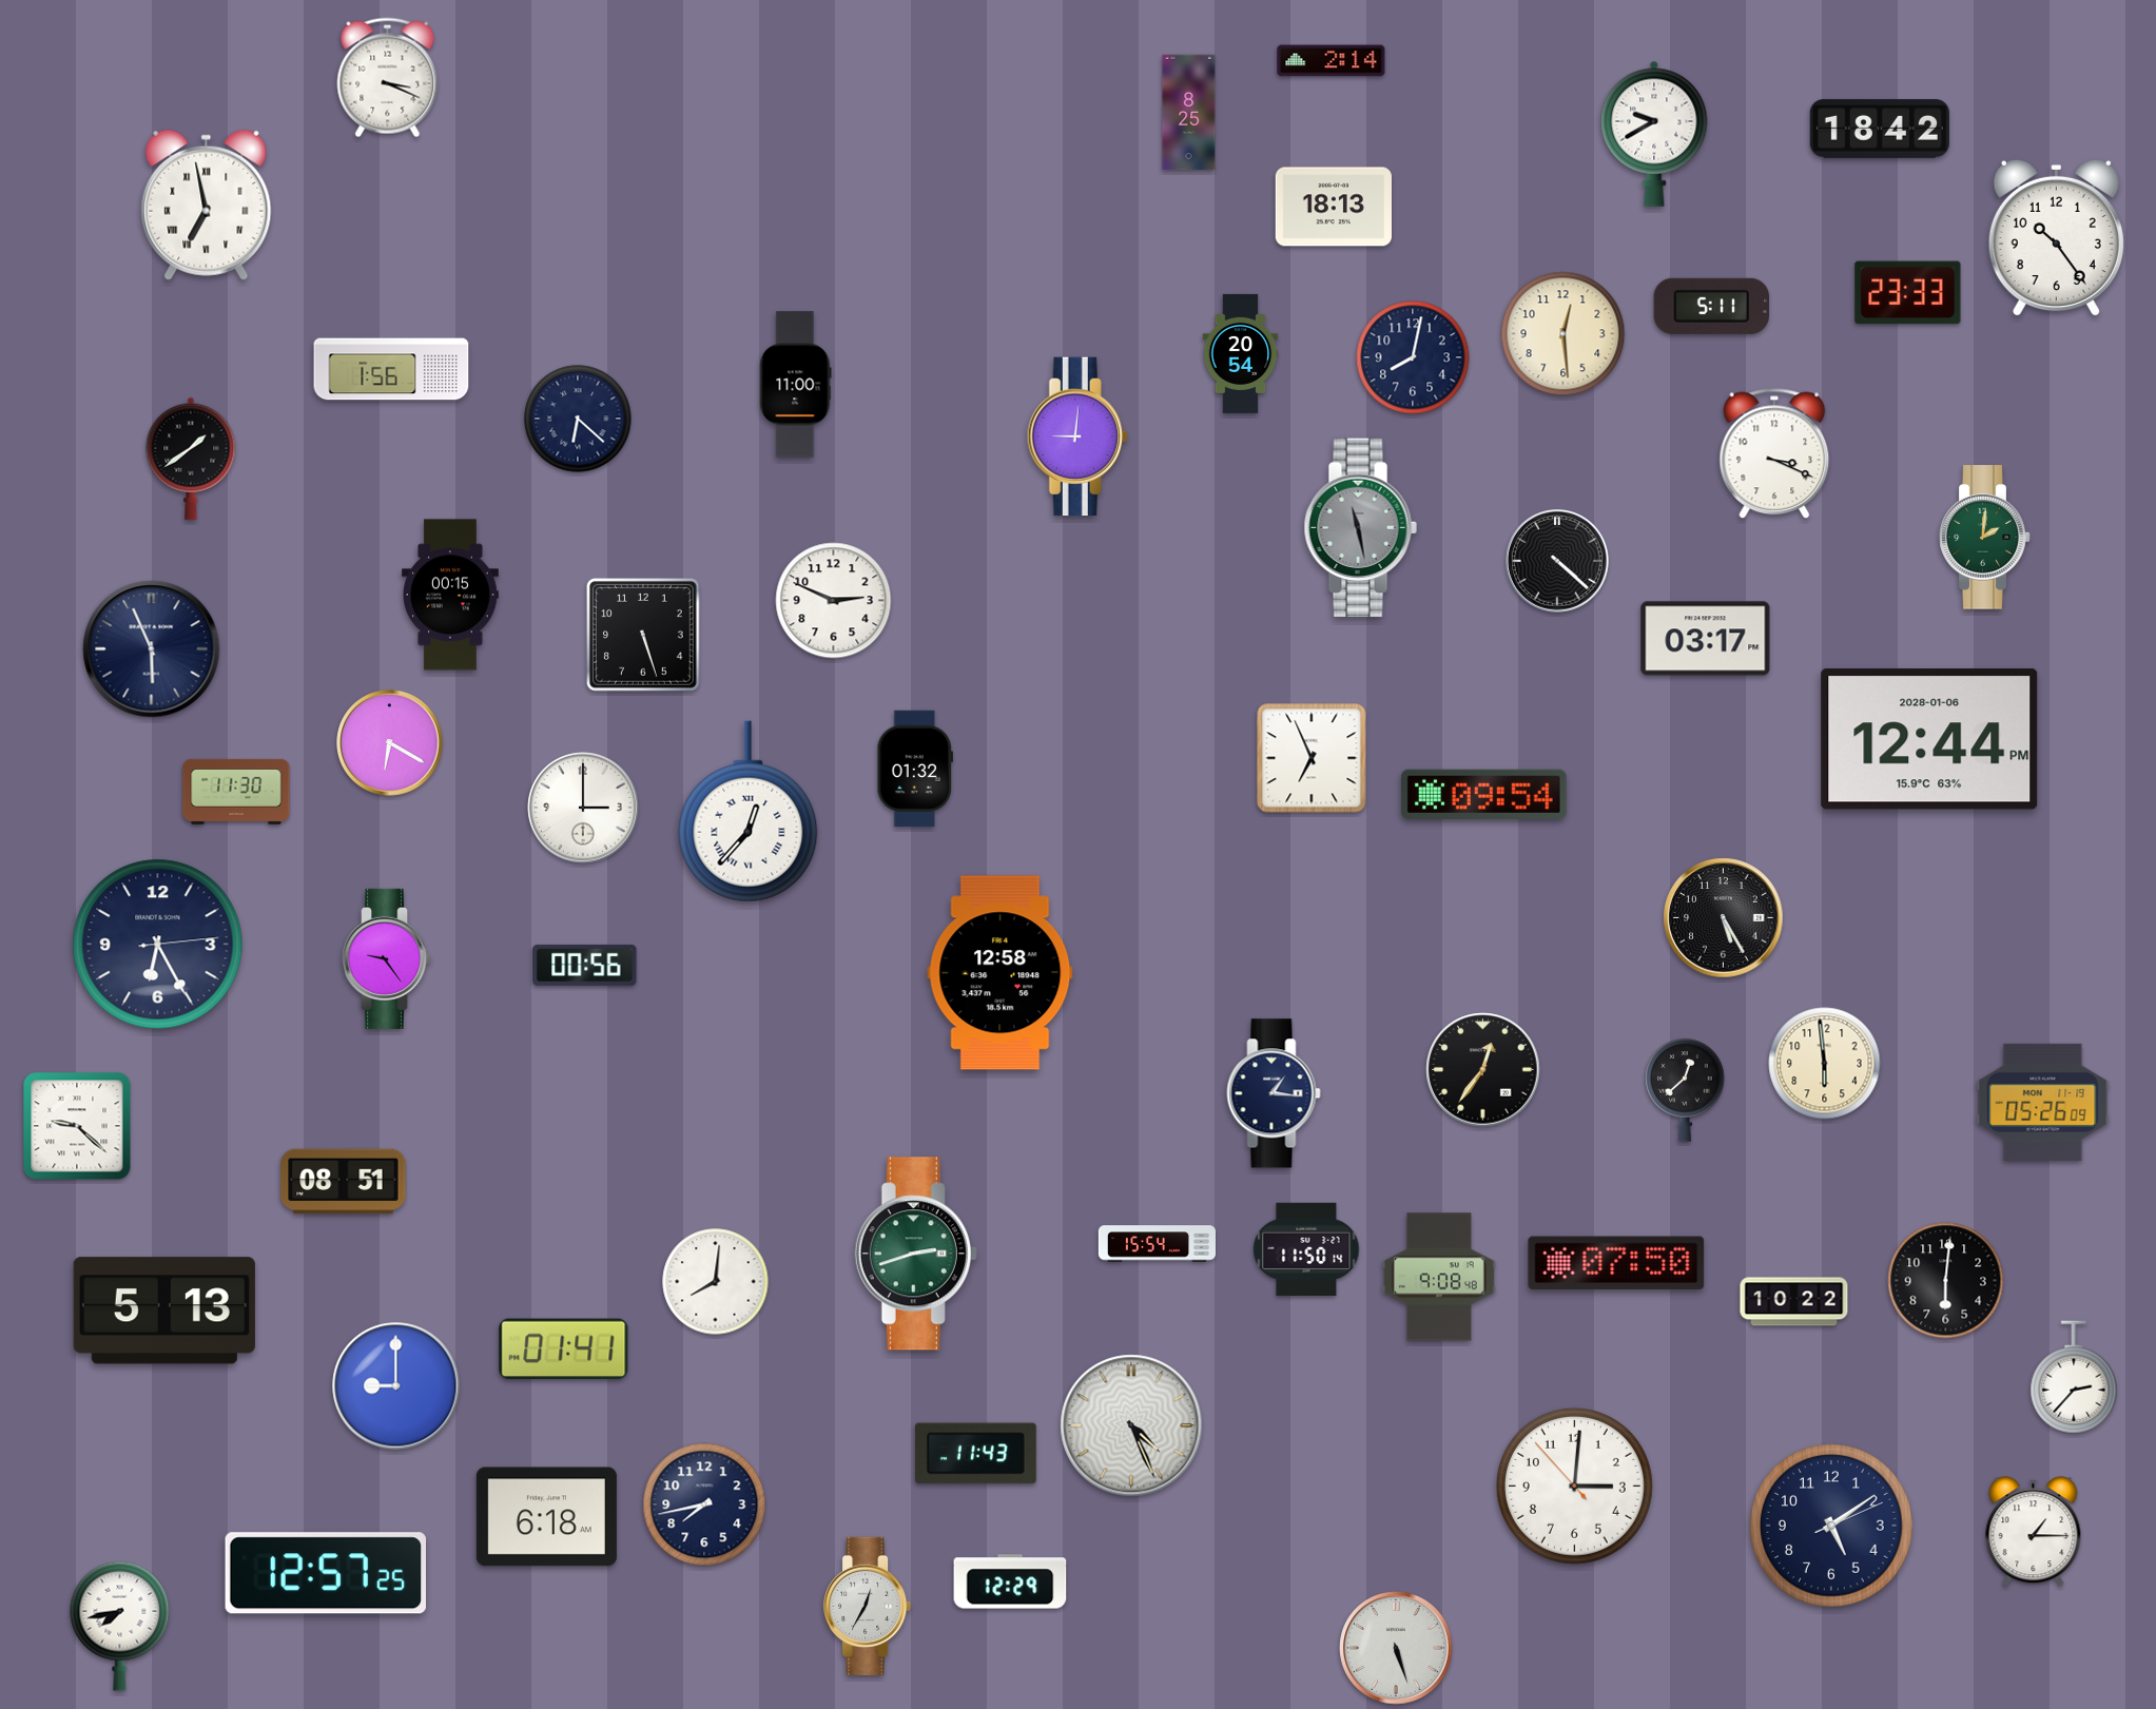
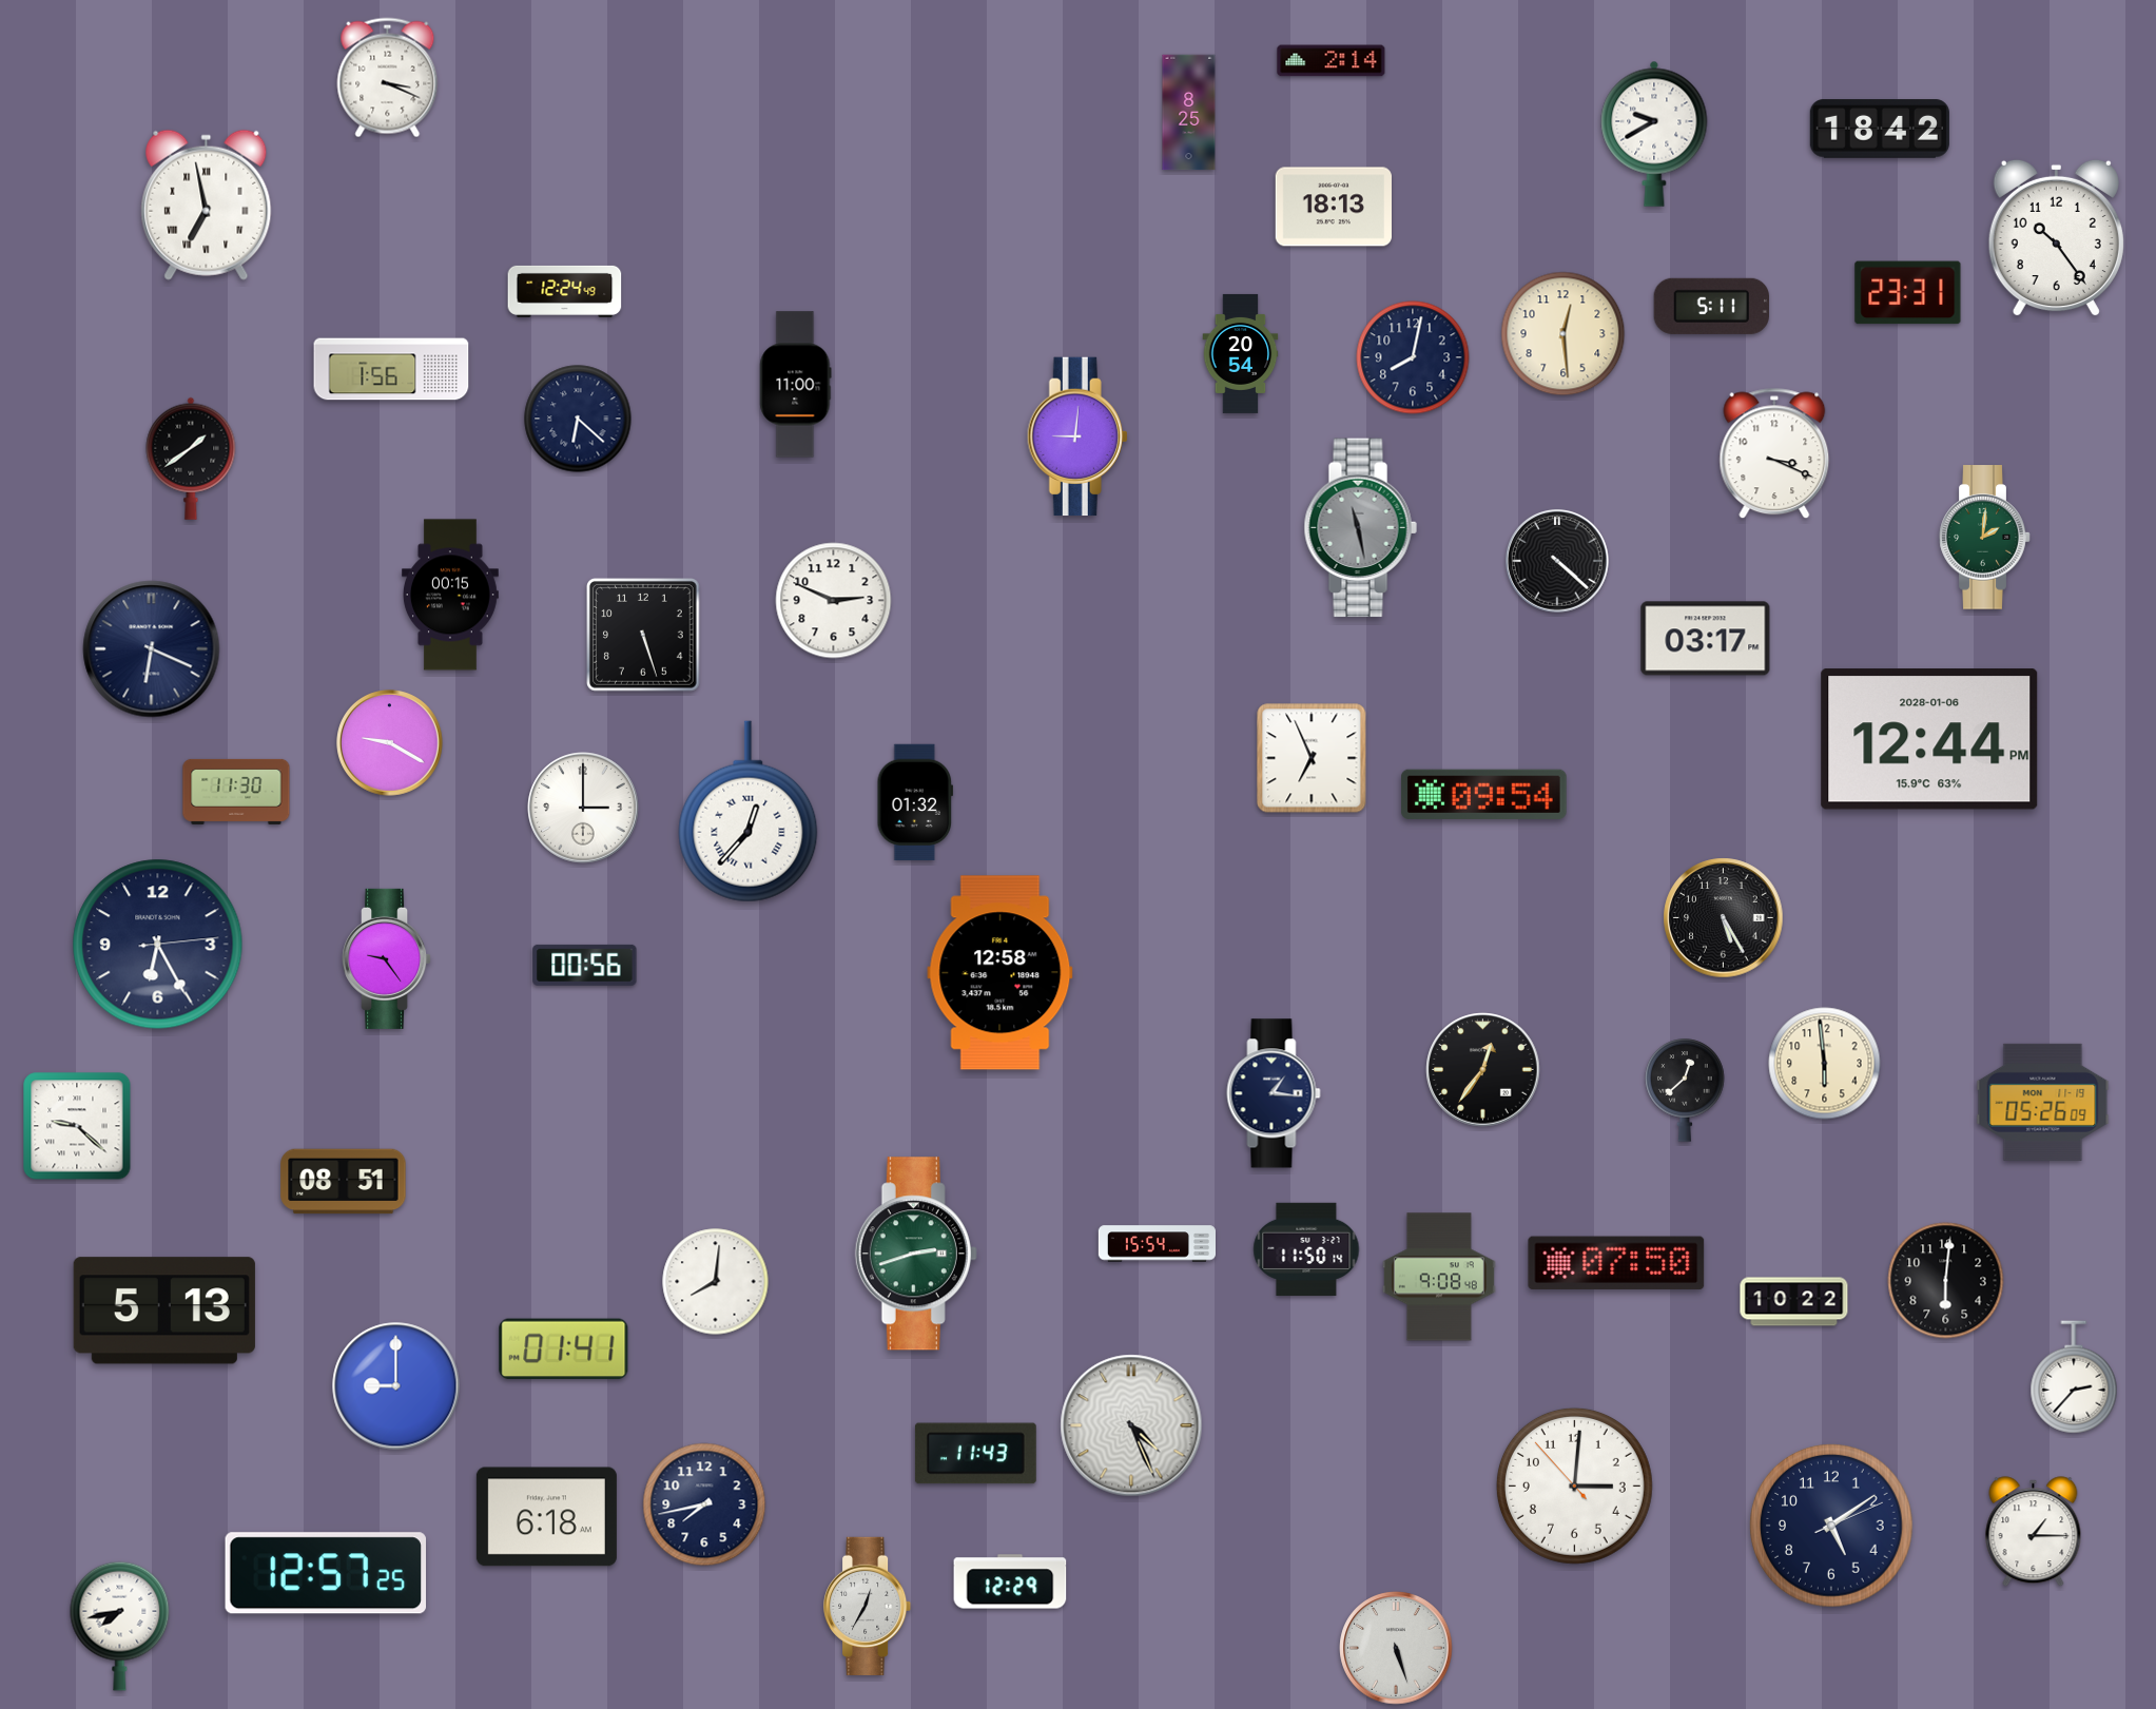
clock at (565, 291): none -> 12:24
clock at (1908, 293): 23:33 -> 23:31
clock at (152, 649): 5:56 -> 6:19
clock at (390, 743): 6:20 -> 9:20
clock at (915, 768) position: (915, 768) -> (915, 801)
